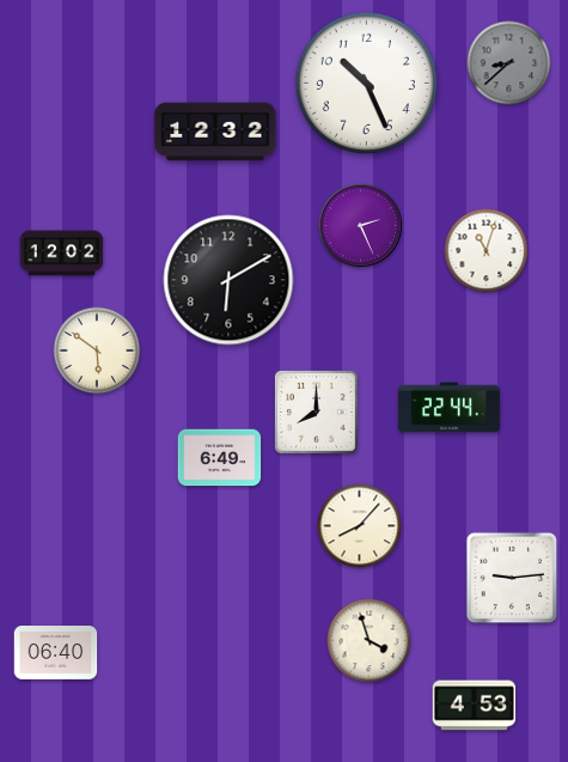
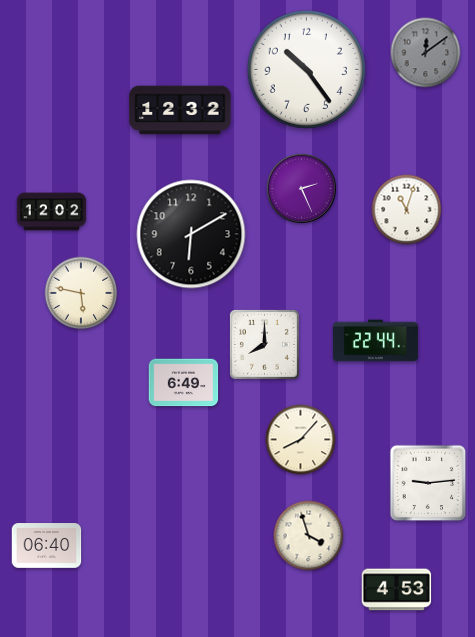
clock at (509, 63): 8:38 -> 12:09
clock at (366, 83): 10:26 -> 10:24
clock at (97, 350): 5:51 -> 5:47
